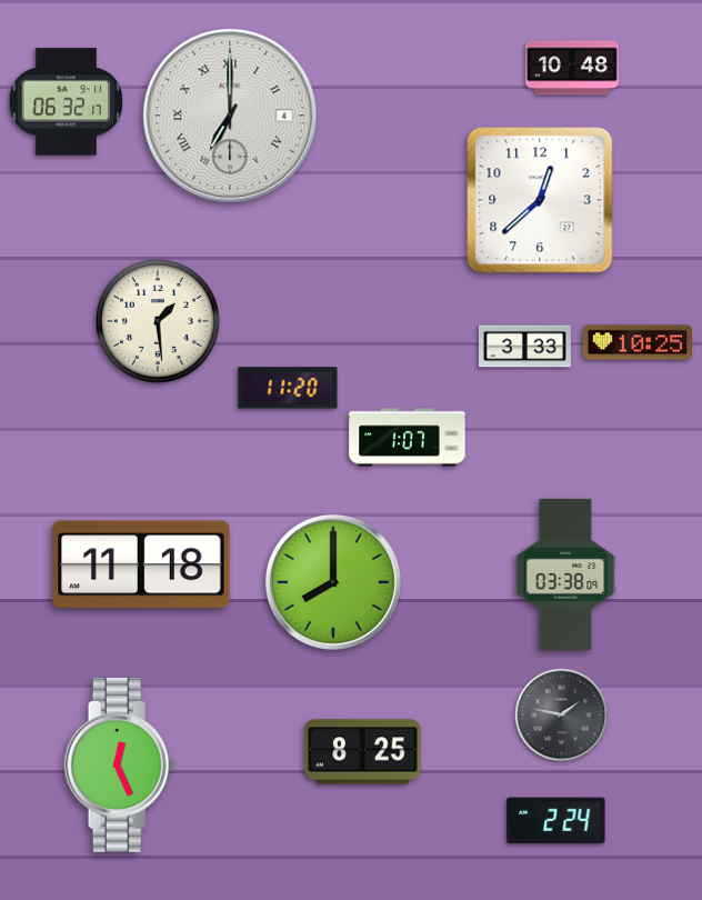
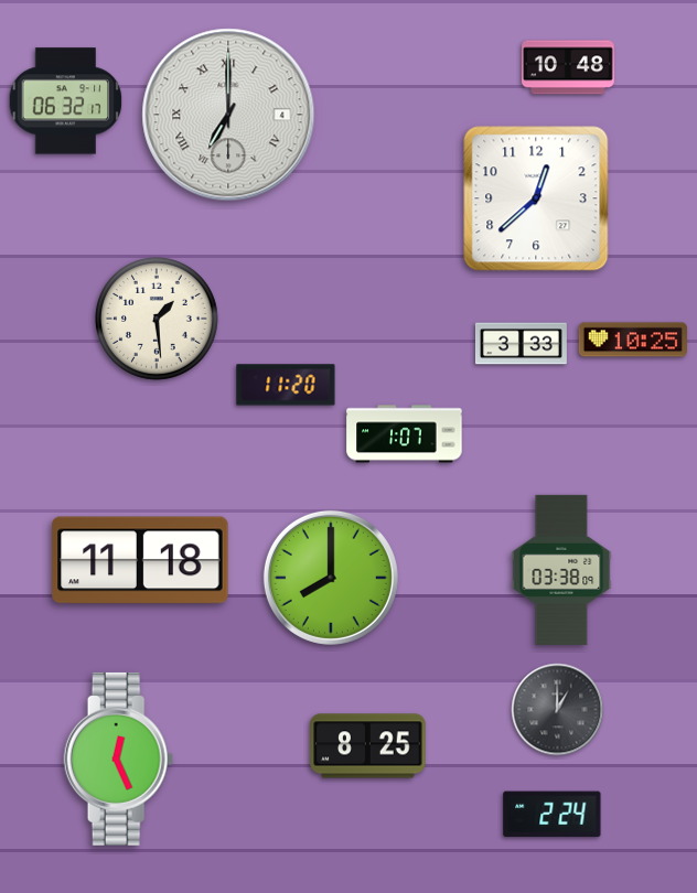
clock at (562, 716): 1:47 -> 1:00
clock at (363, 752) position: (363, 752) -> (368, 746)
